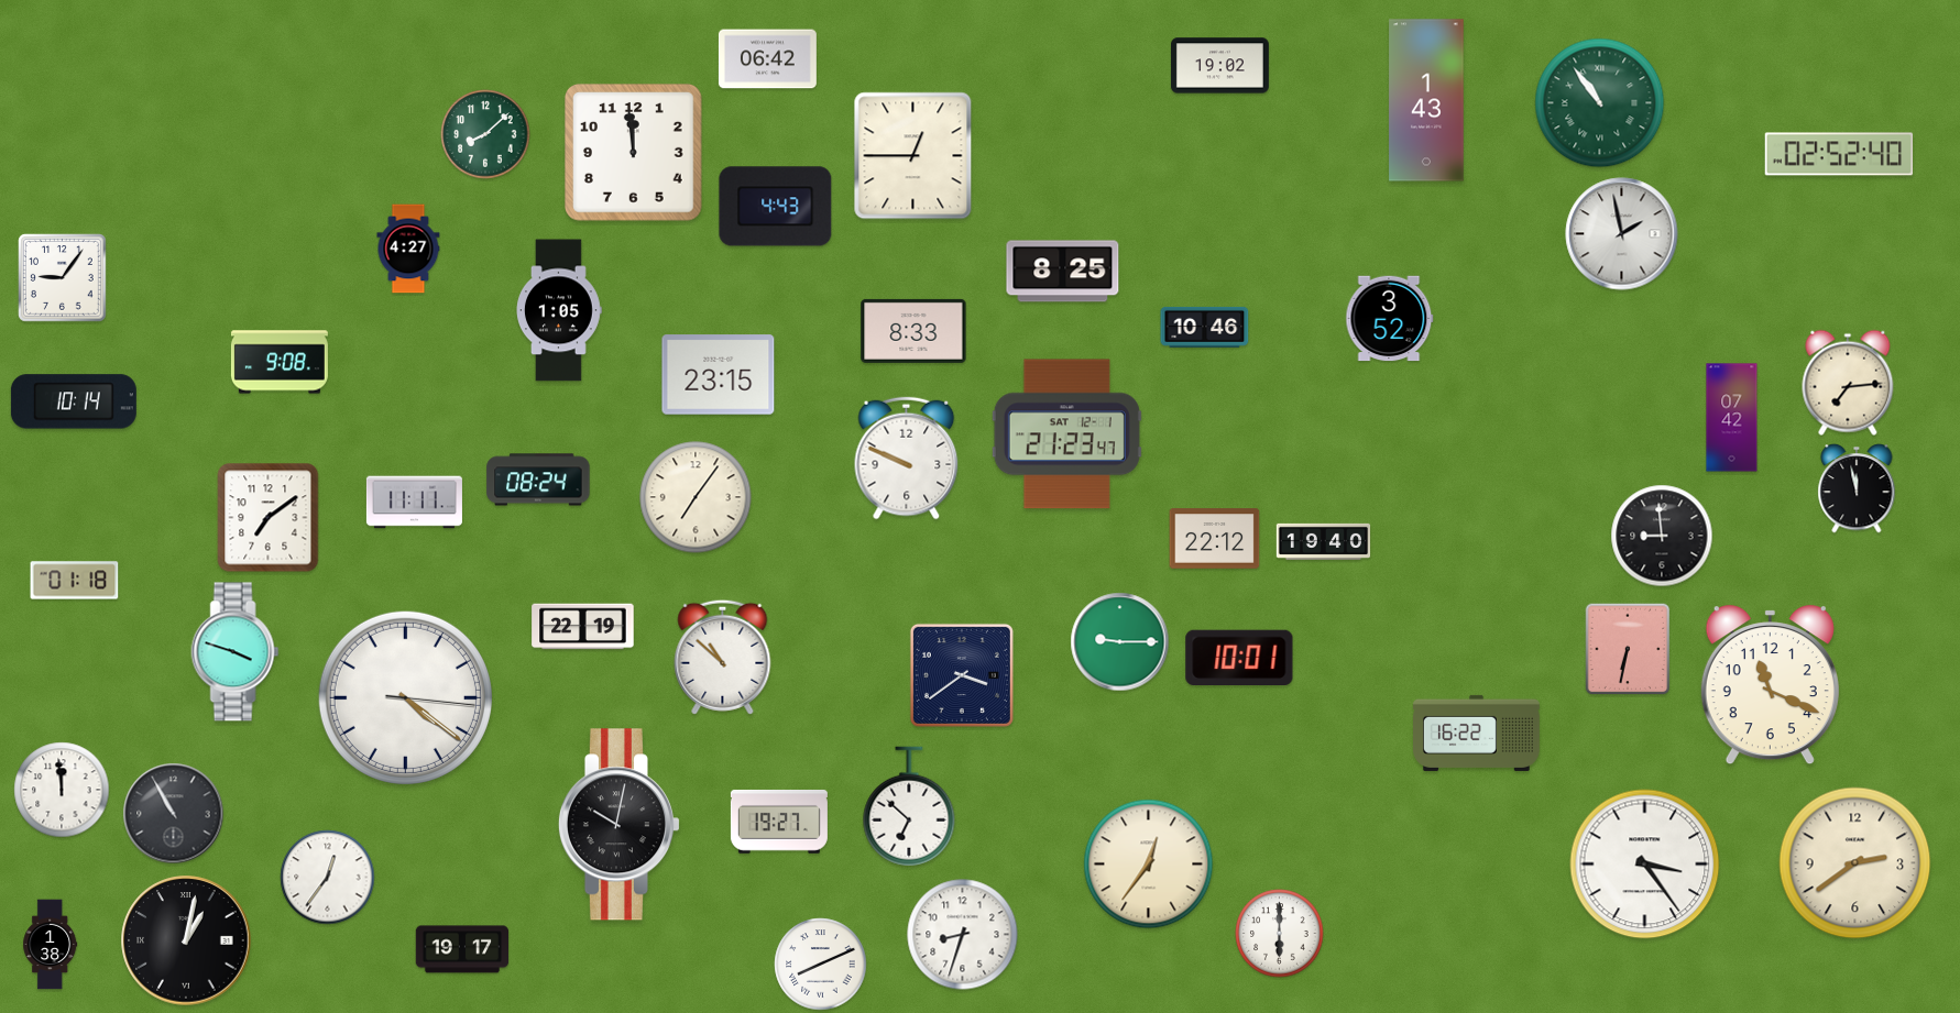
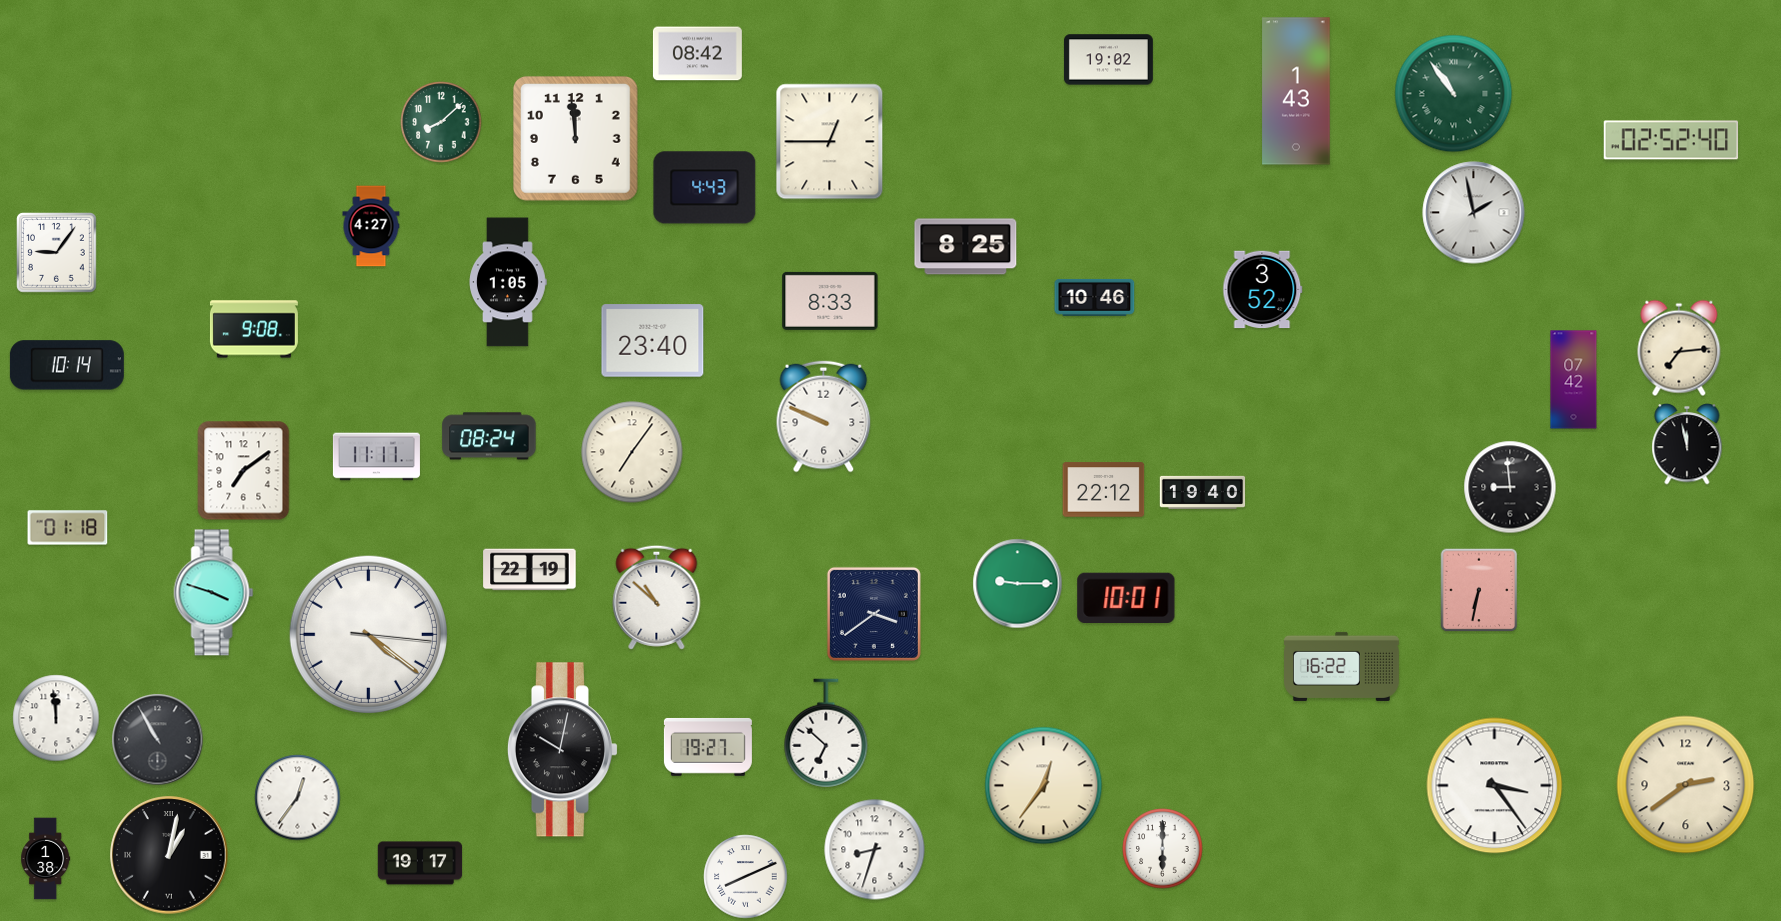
clock at (767, 59): 06:42 -> 08:42
clock at (719, 375): 23:15 -> 23:40
clock at (1066, 434): 21:23 -> none
clock at (1770, 685): 11:19 -> none
